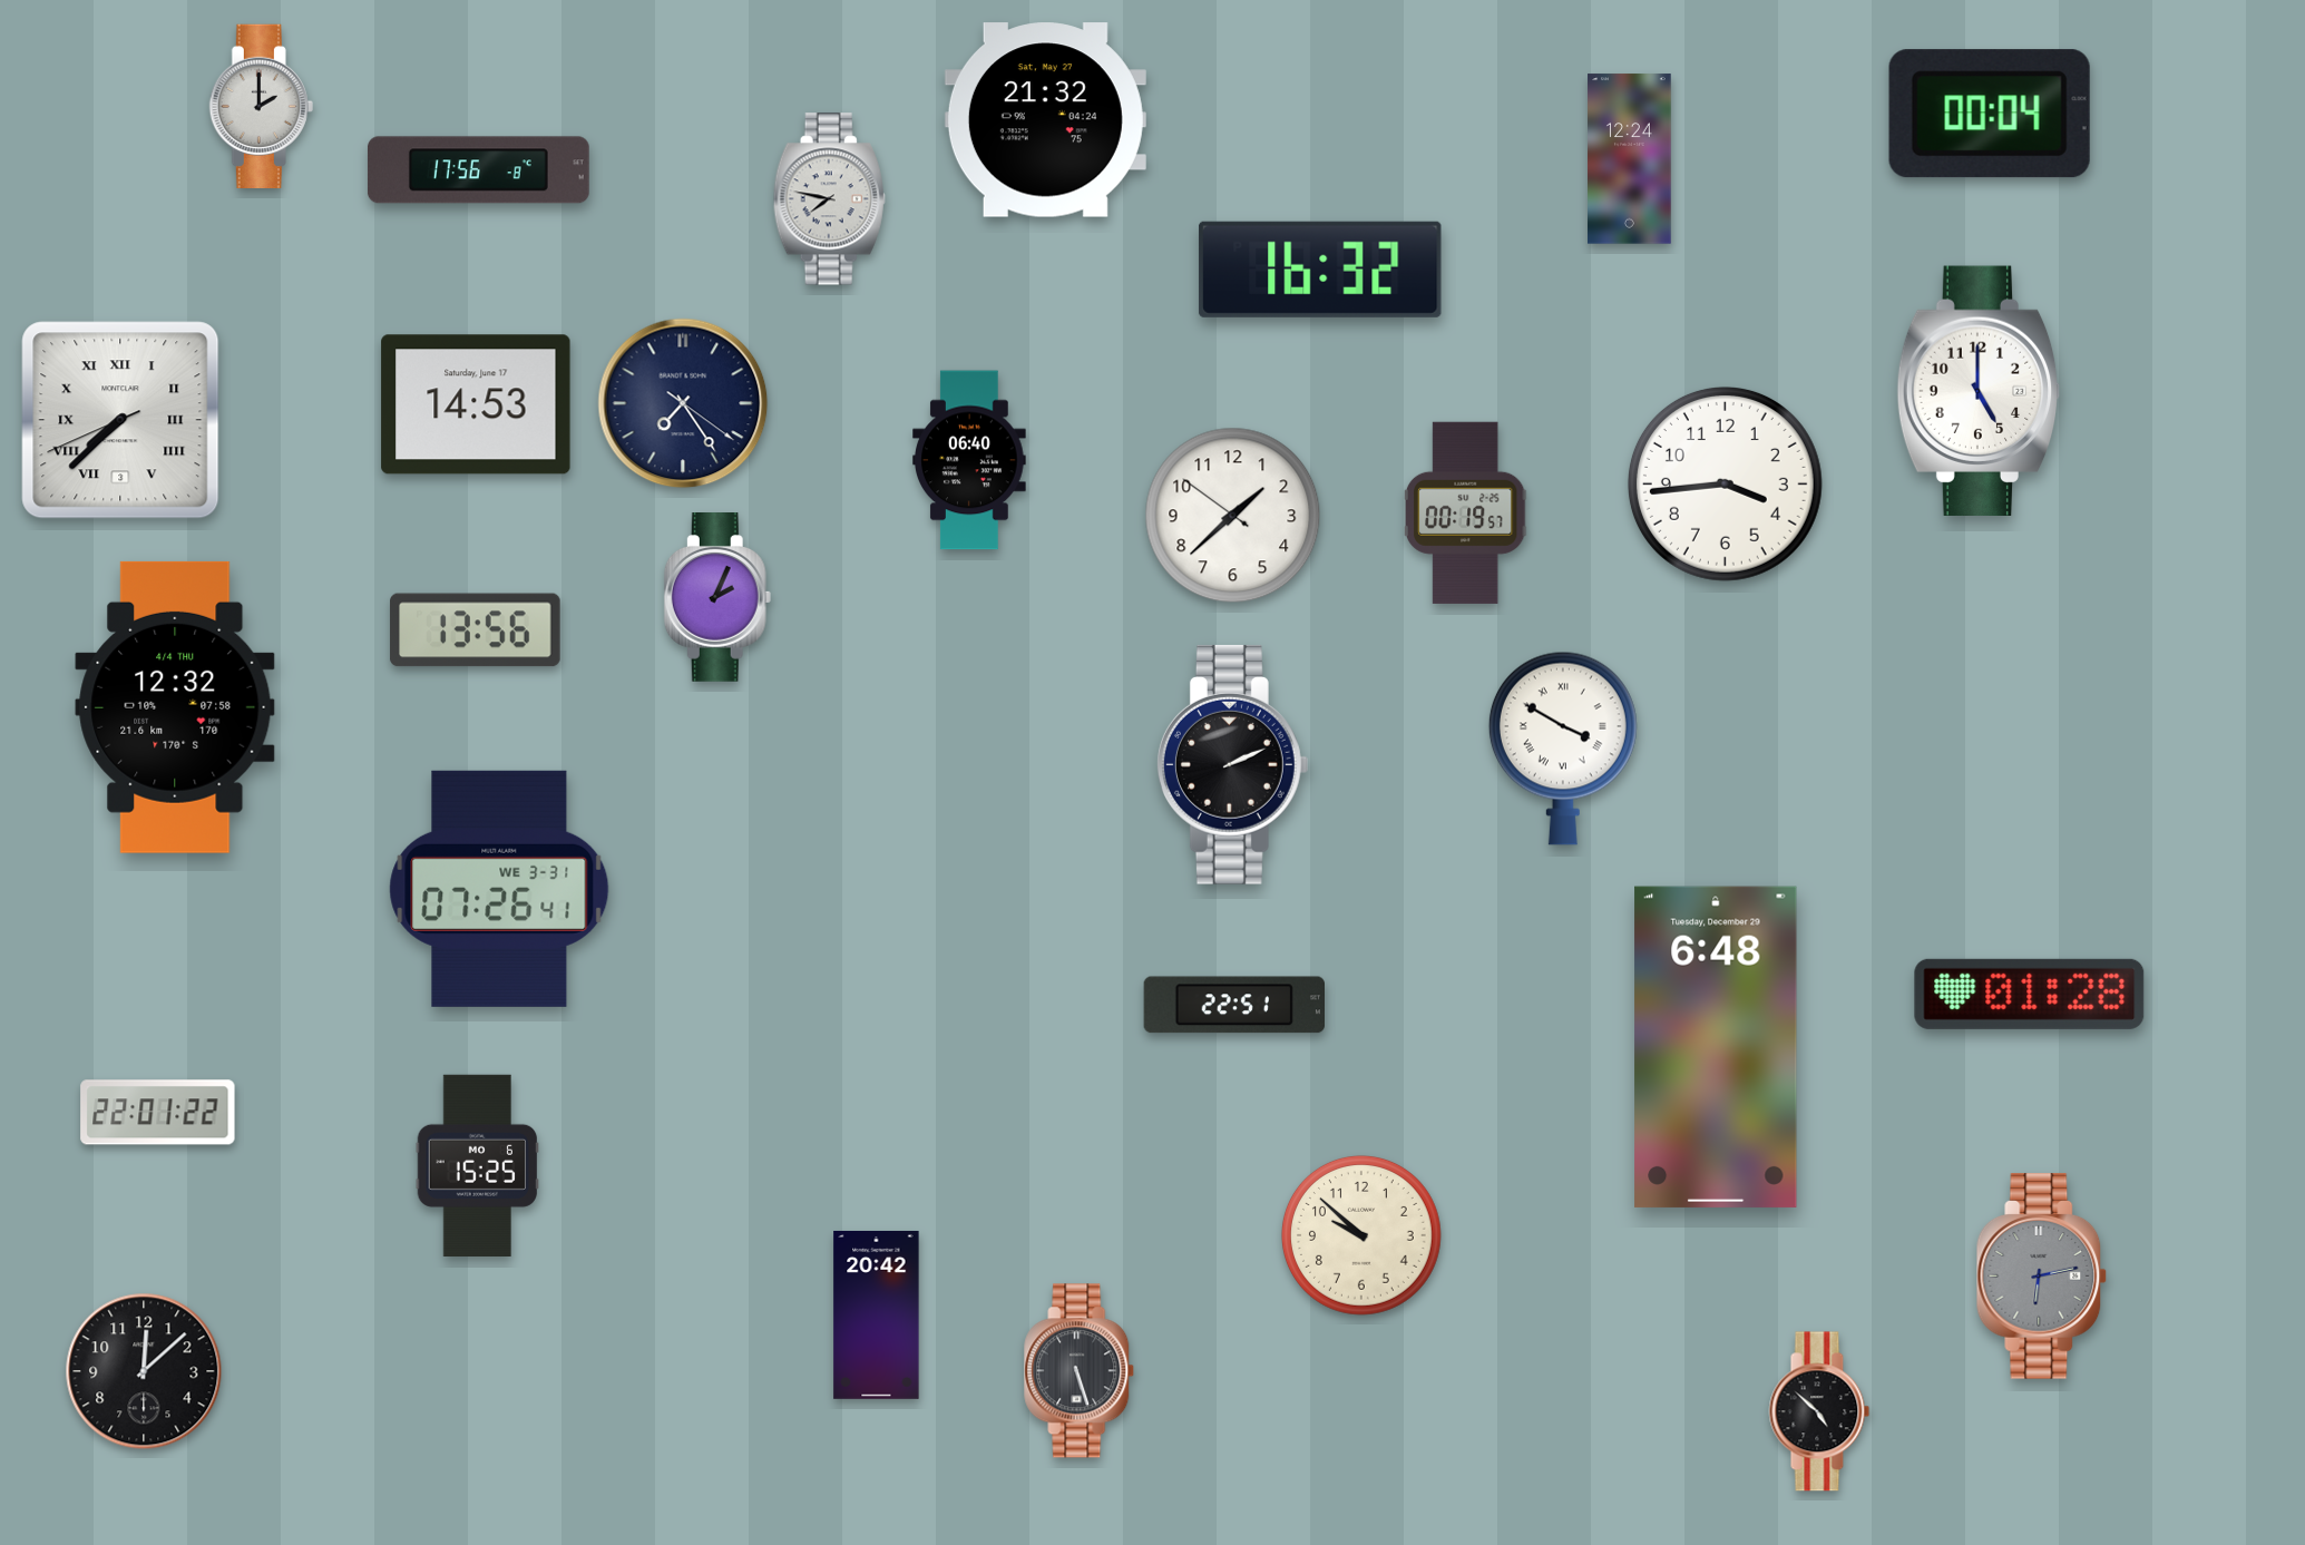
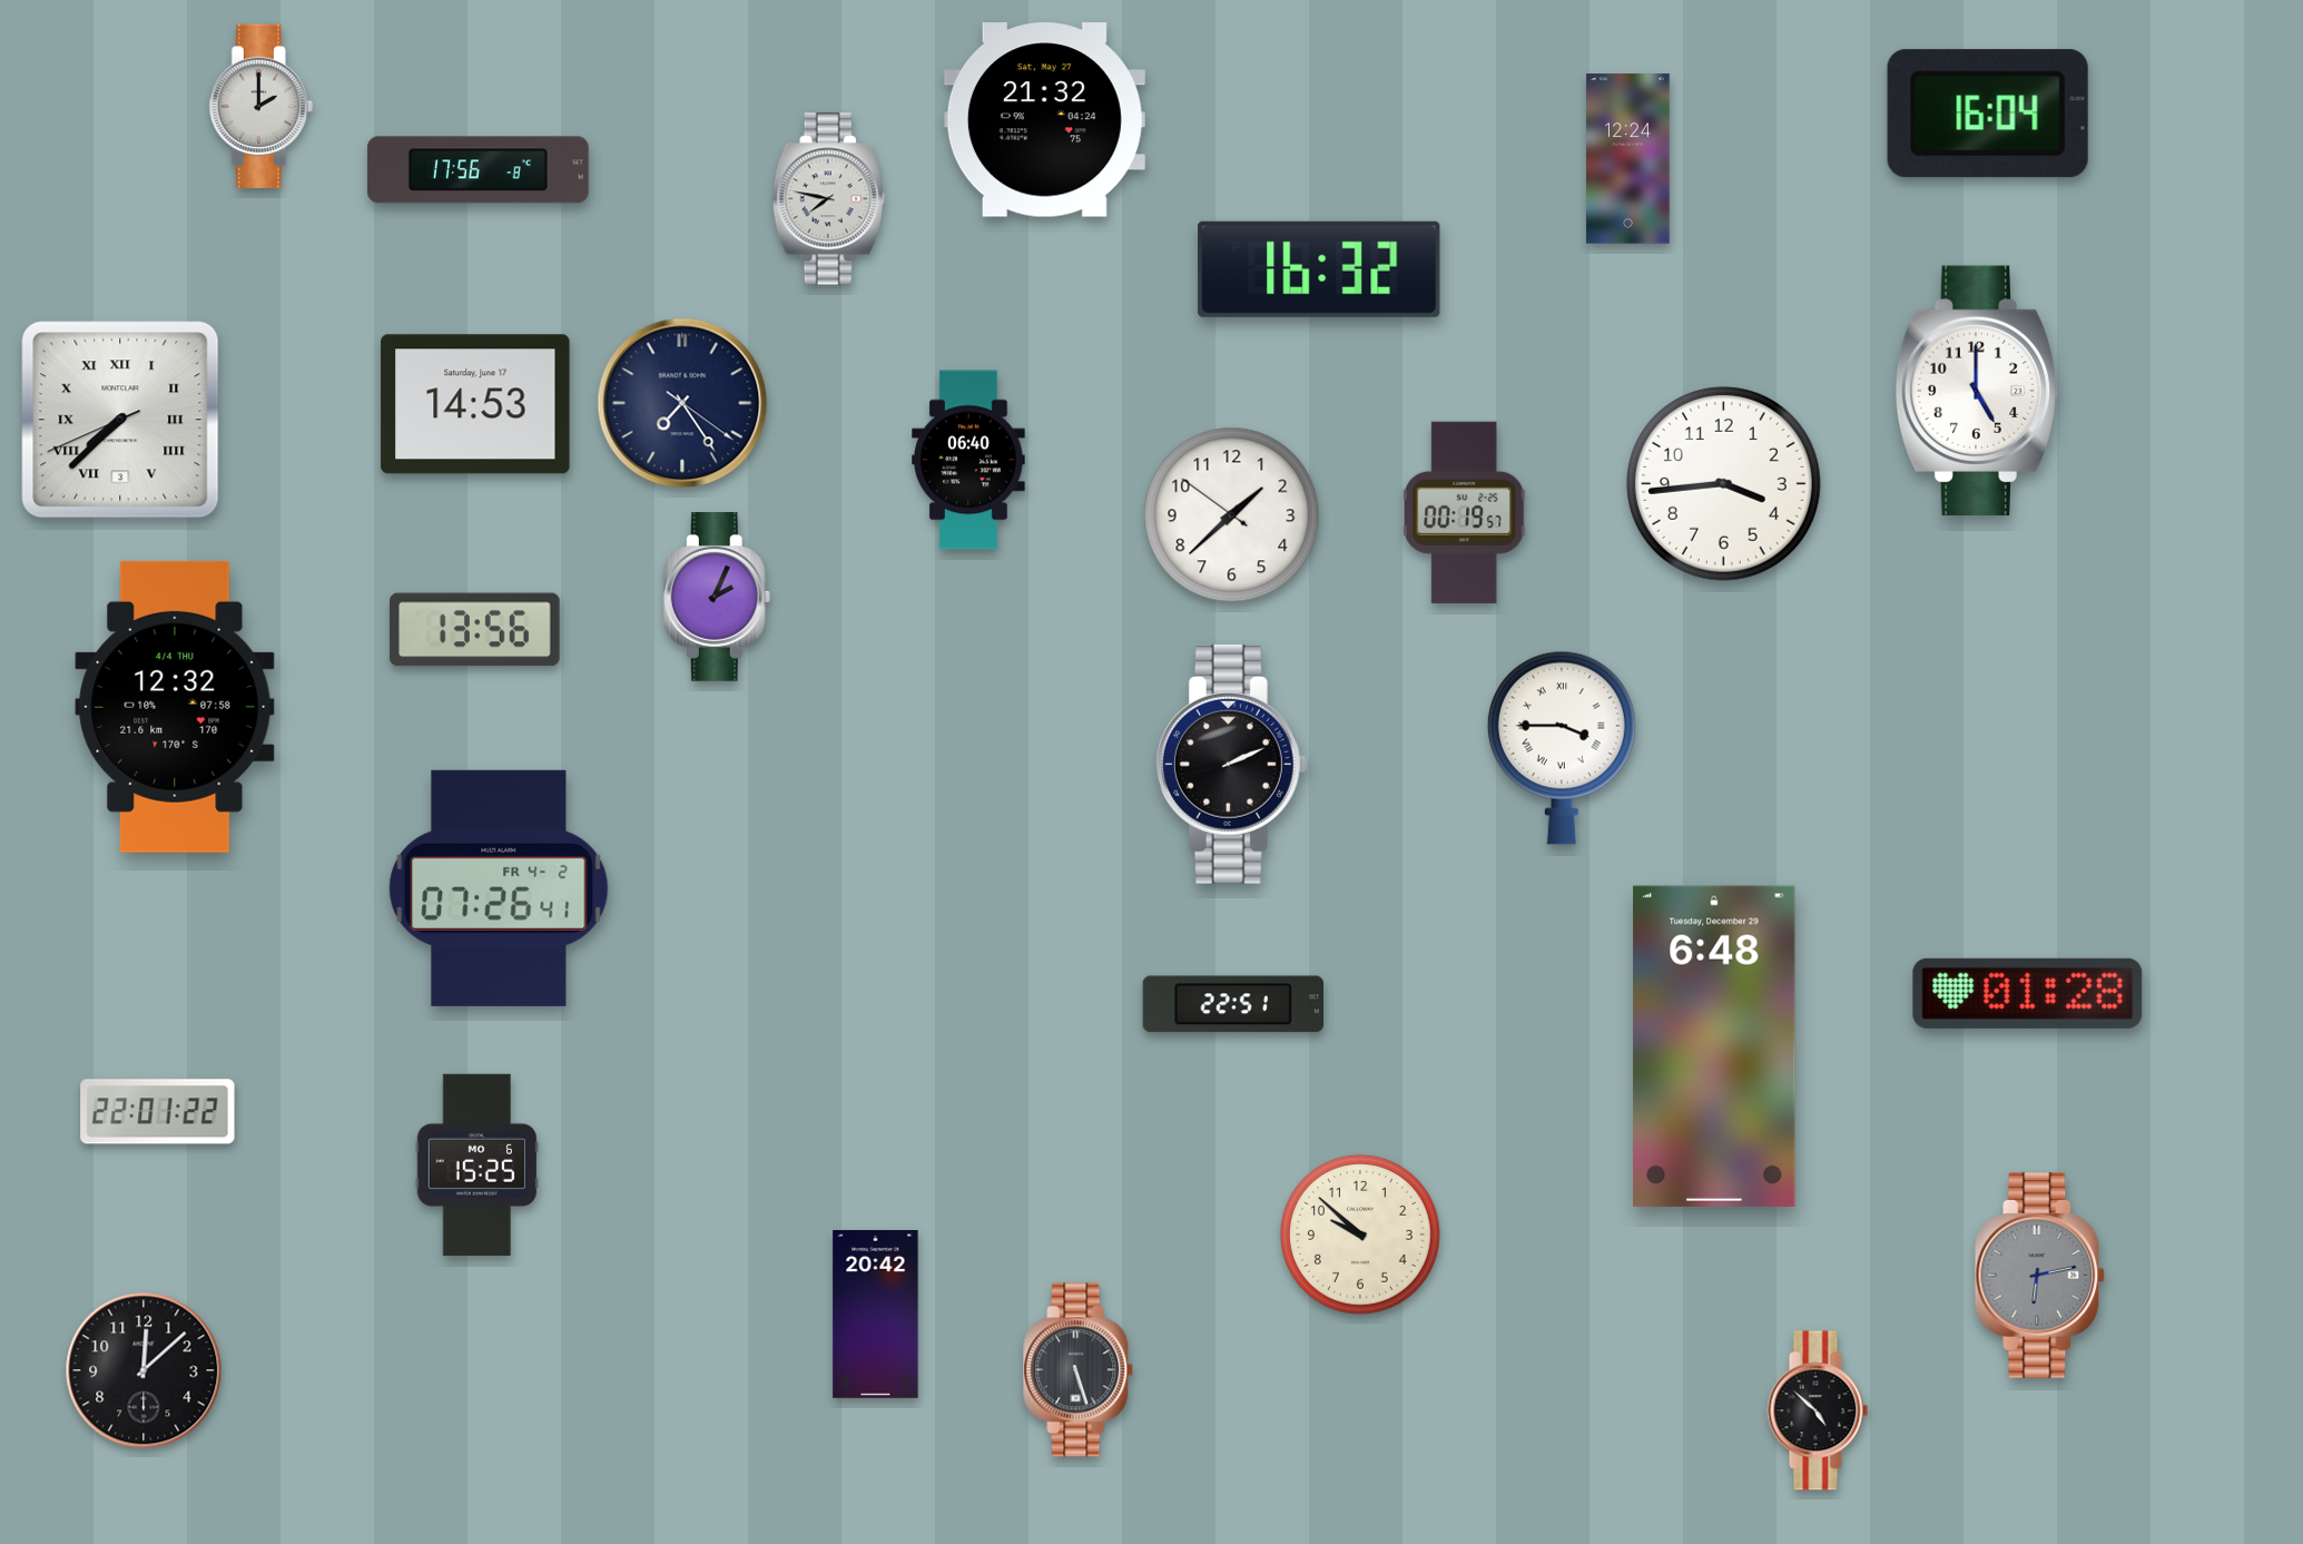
clock at (1990, 114): 00:04 -> 16:04
clock at (1563, 749): 3:50 -> 3:45
clock at (499, 889) date: WE 3-31 -> FR 4-2
